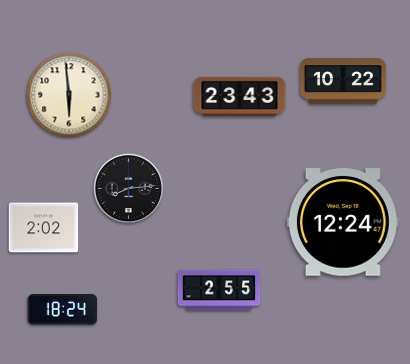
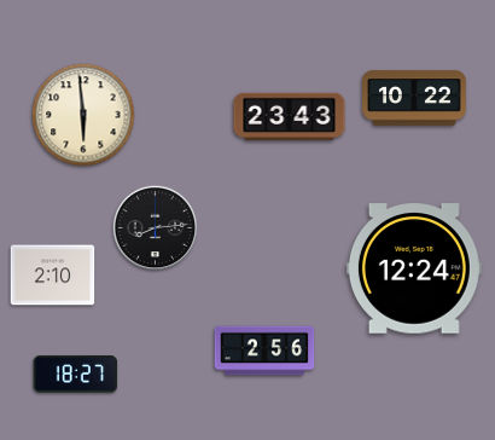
clock at (44, 228): 2:02 -> 2:10
clock at (219, 290): 2:55 -> 2:56
clock at (63, 310): 18:24 -> 18:27
